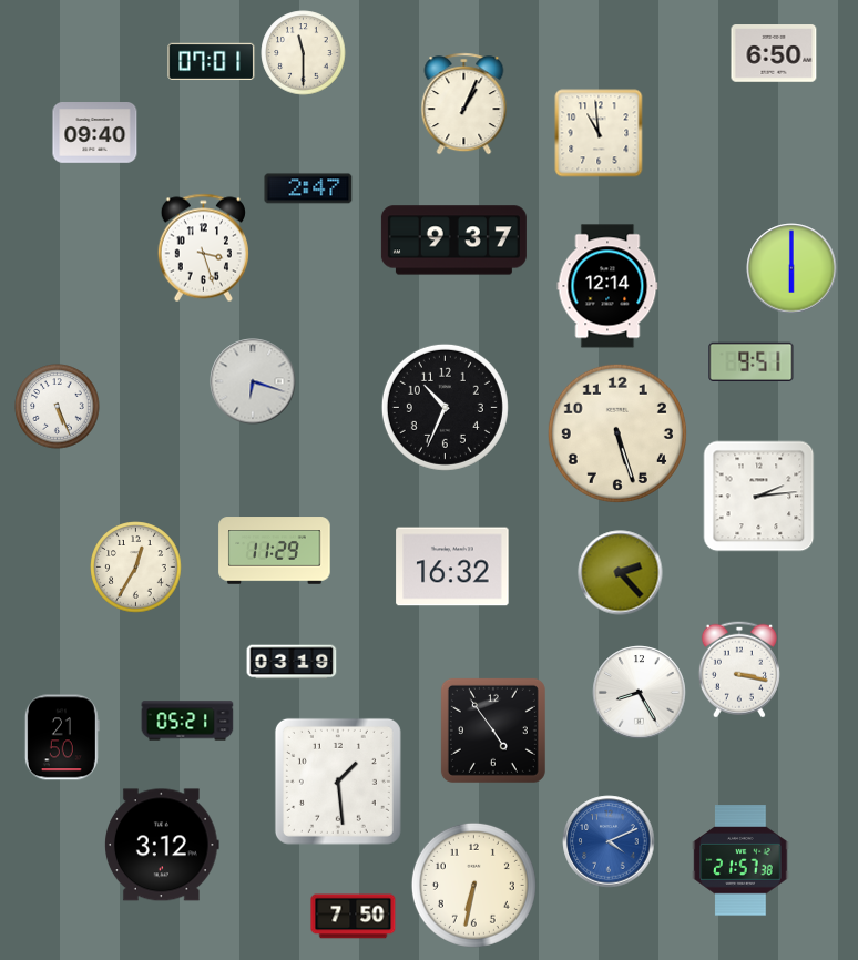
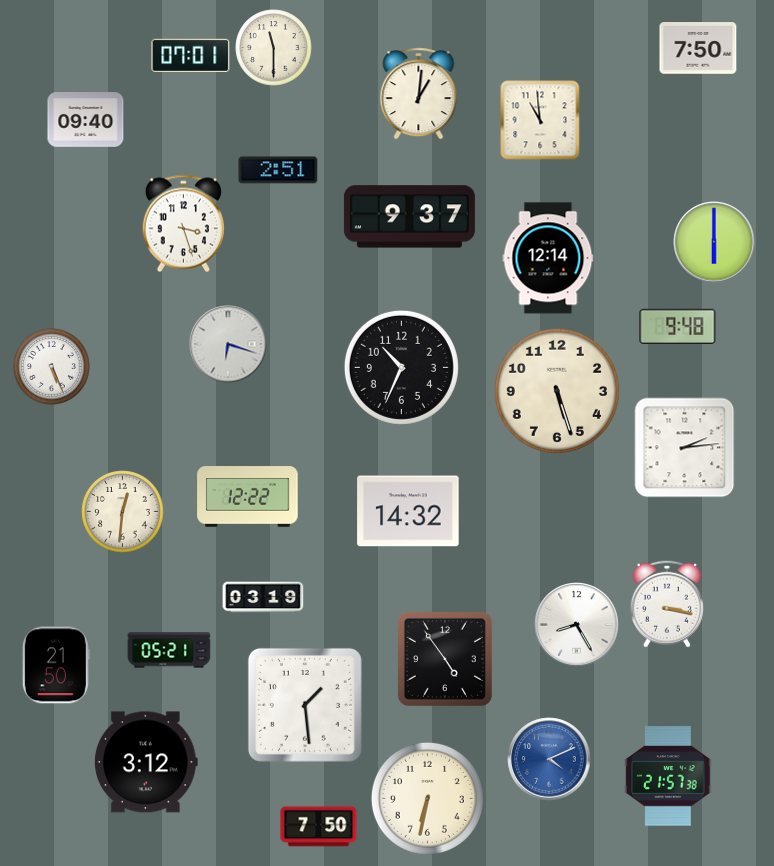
clock at (774, 53): 6:50 -> 7:50
clock at (464, 104): 1:04 -> 1:01
clock at (308, 188): 2:47 -> 2:51
clock at (752, 361): 9:51 -> 9:48
clock at (275, 551): 11:29 -> 12:22
clock at (452, 566): 16:32 -> 14:32
clock at (136, 568): 12:35 -> 12:31
clock at (621, 573): 2:23 -> none
